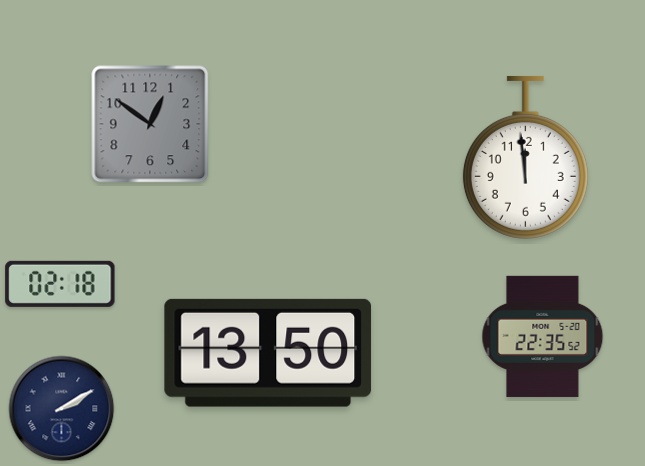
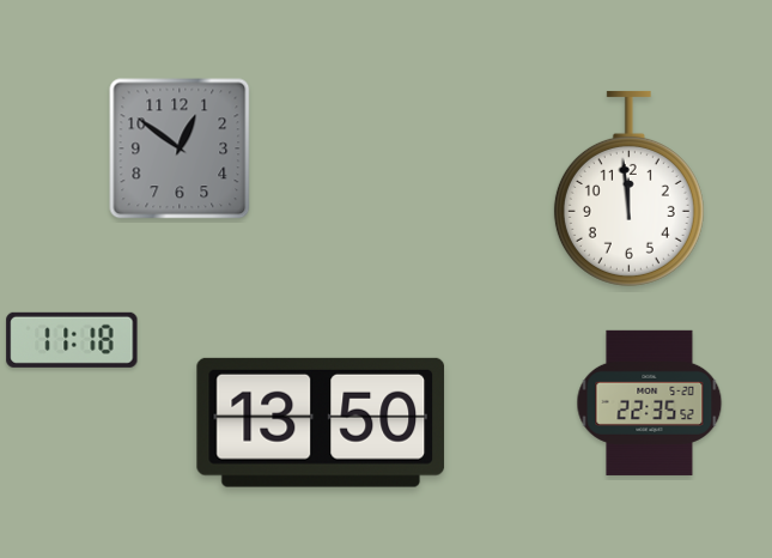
clock at (60, 284): 02:18 -> 11:18
clock at (62, 409): 2:10 -> none
